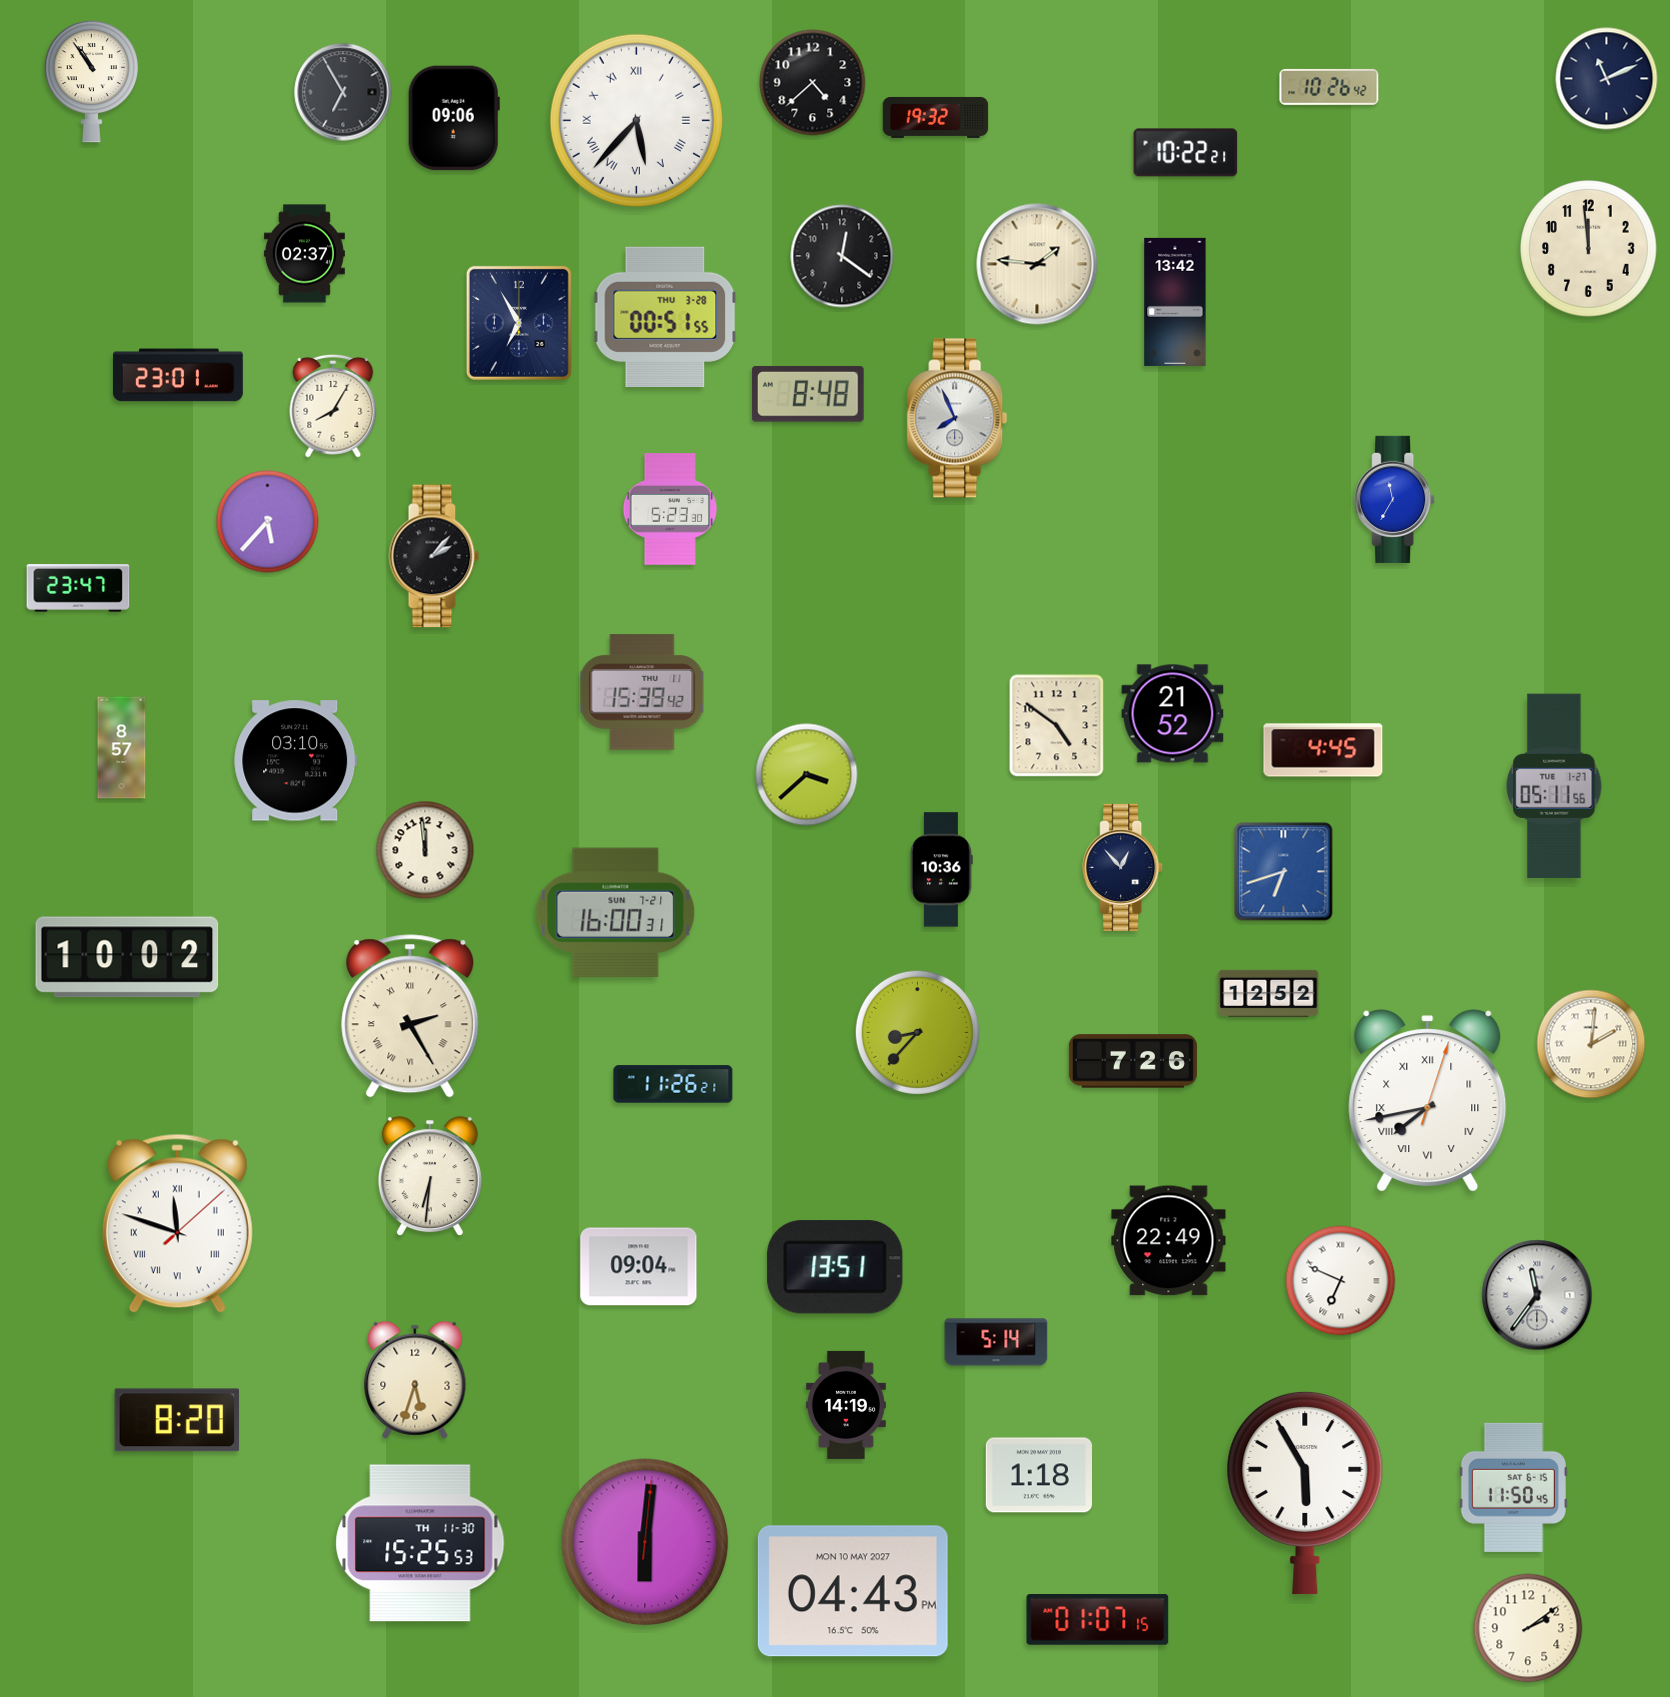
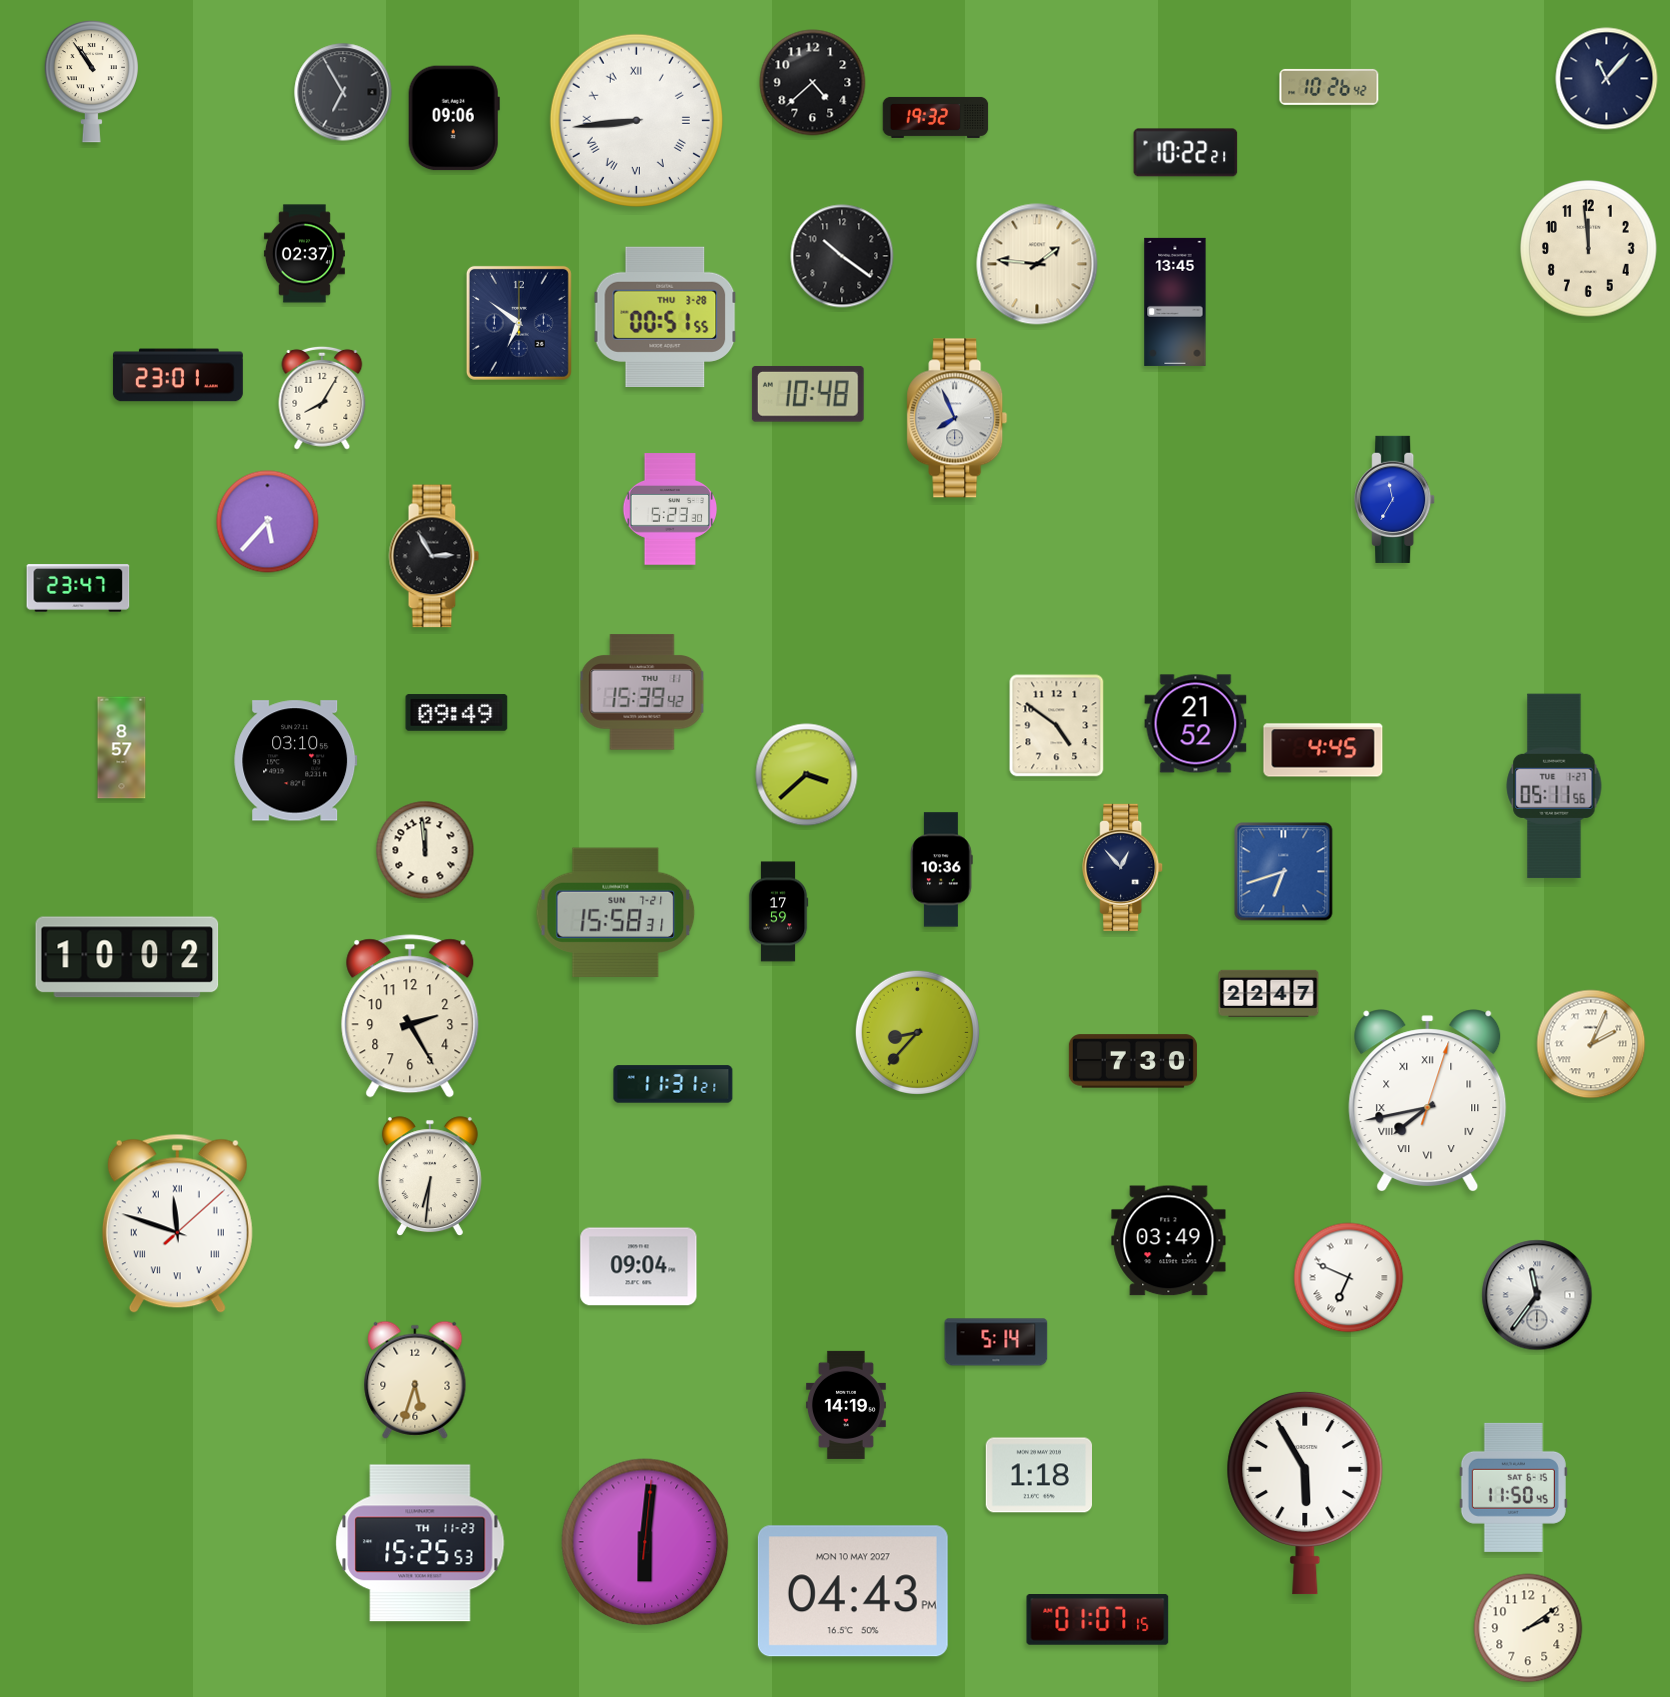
clock at (1607, 79): 11:11 -> 11:07
clock at (636, 120): 5:37 -> 8:44
clock at (842, 256): 12:21 -> 10:21
clock at (1175, 302): 13:42 -> 13:45
clock at (519, 323): 6:55 -> 6:51
clock at (808, 394): 8:48 -> 10:48
clock at (333, 406) position: (333, 406) -> (322, 398)
clock at (434, 556): 2:07 -> 2:55
clock at (457, 713): none -> 09:49
clock at (1173, 714) position: (1173, 714) -> (1196, 724)
clock at (778, 912): none -> 17:59
clock at (616, 913): 16:00 -> 15:58
clock at (1269, 993): 12:52 -> 22:47
clock at (410, 1016) numerals: Roman -> Arabic
clock at (1591, 1044): 2:01 -> 2:04
clock at (1133, 1061): 7:26 -> 7:30
clock at (673, 1084): 11:26 -> 11:31
clock at (1169, 1241): 22:49 -> 03:49
clock at (835, 1267): 13:51 -> none
clock at (1341, 1281) position: (1341, 1281) -> (1349, 1278)
clock at (177, 1420): 8:20 -> none
clock at (420, 1543) date: TH 11-30 -> TH 11-23
